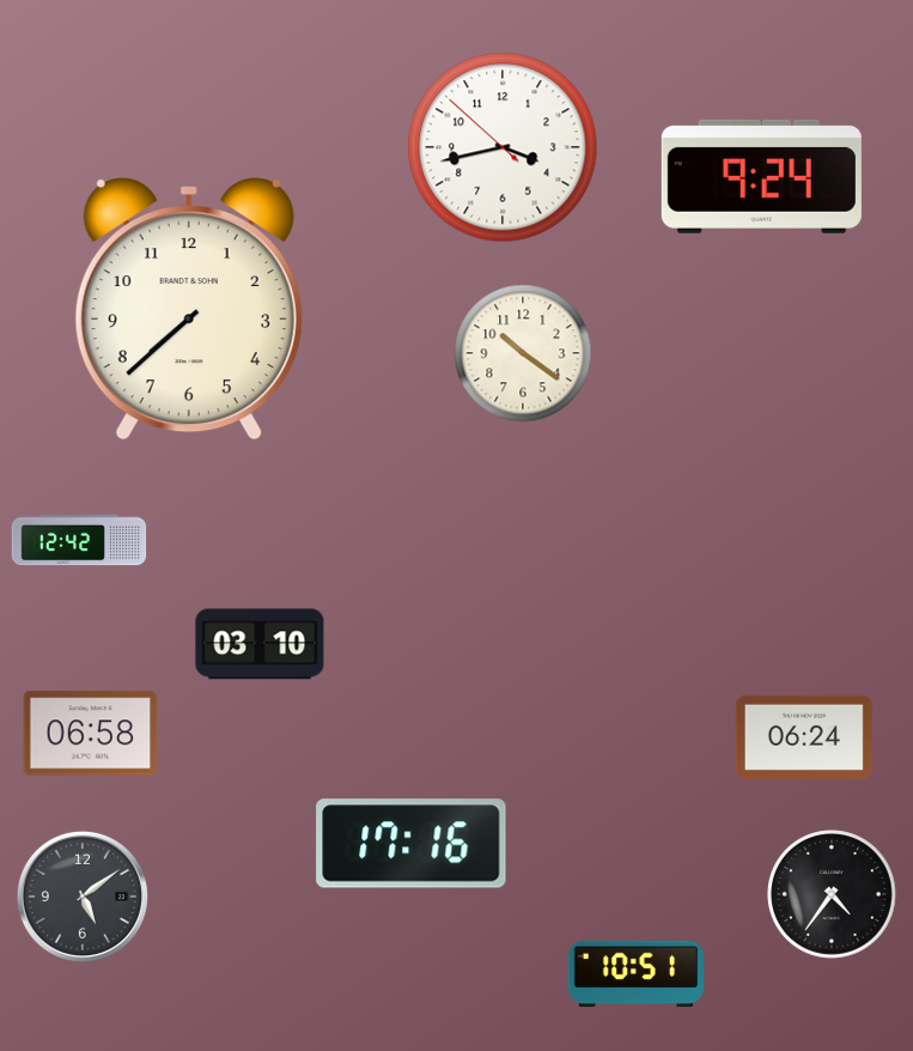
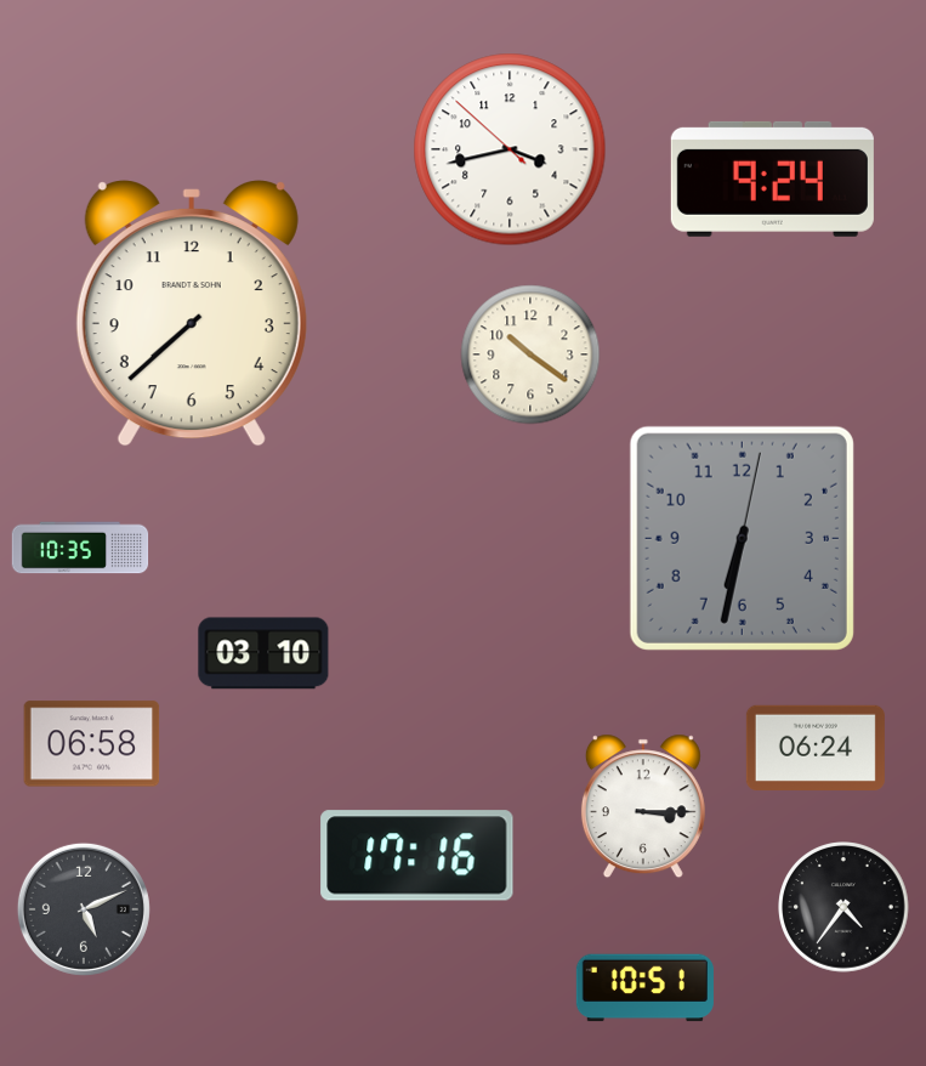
clock at (523, 353) position: (523, 353) -> (530, 355)
clock at (742, 538): none -> 6:32
clock at (79, 540): 12:42 -> 10:35
clock at (643, 806): none -> 3:15
clock at (83, 897): 5:09 -> 5:11
